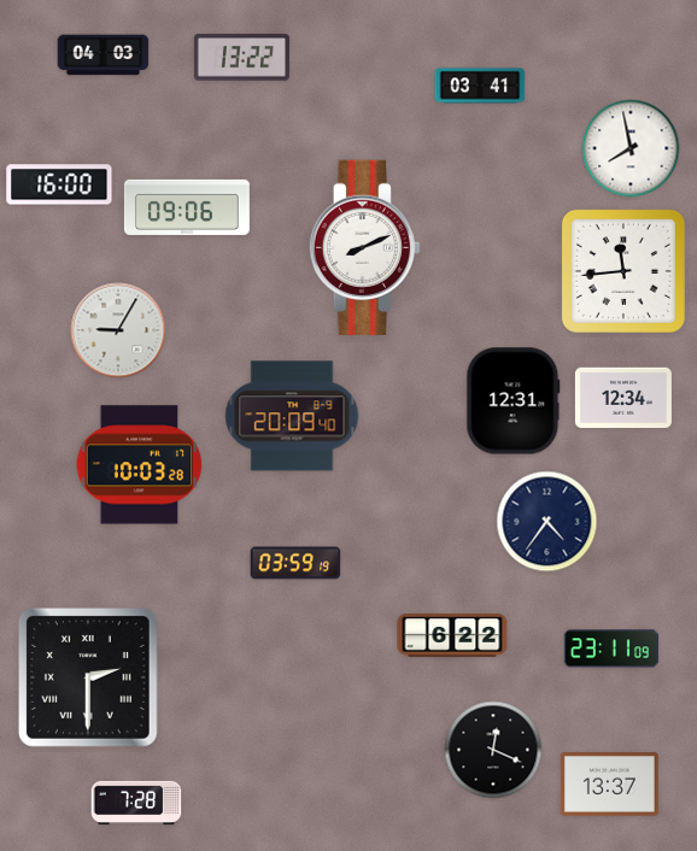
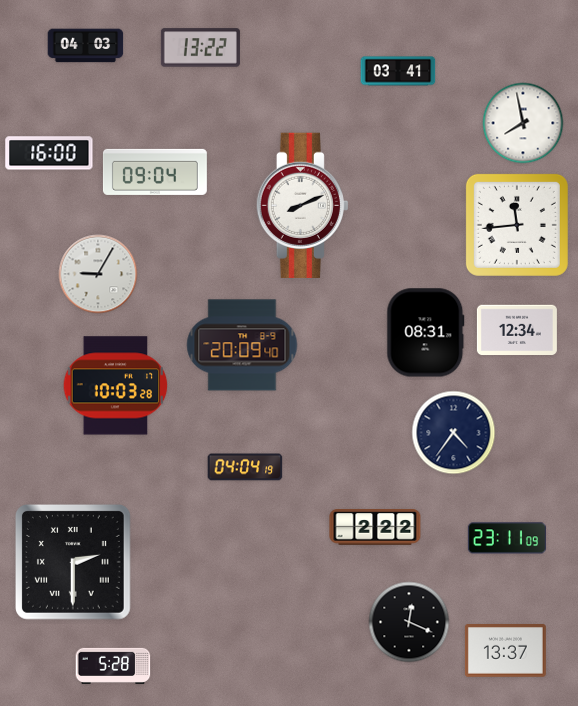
clock at (187, 207): 09:06 -> 09:04
clock at (514, 401): 12:31 -> 08:31
clock at (295, 563): 03:59 -> 04:04
clock at (452, 635): 6:22 -> 2:22
clock at (136, 802): 7:28 -> 5:28
